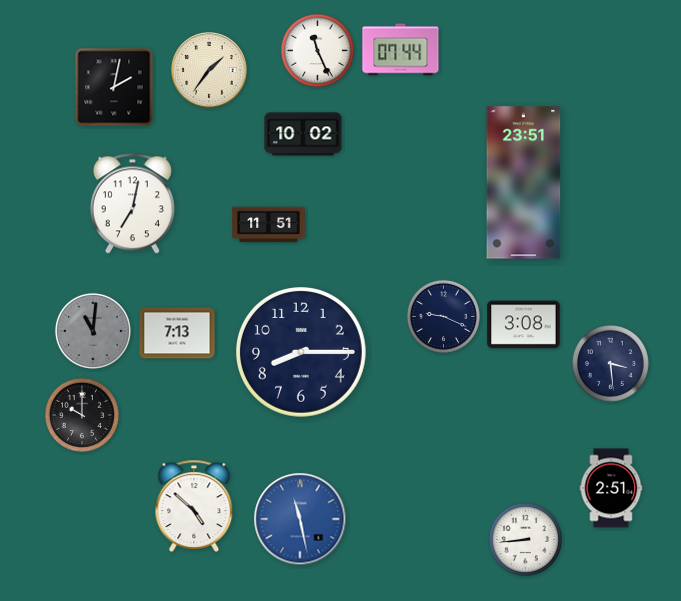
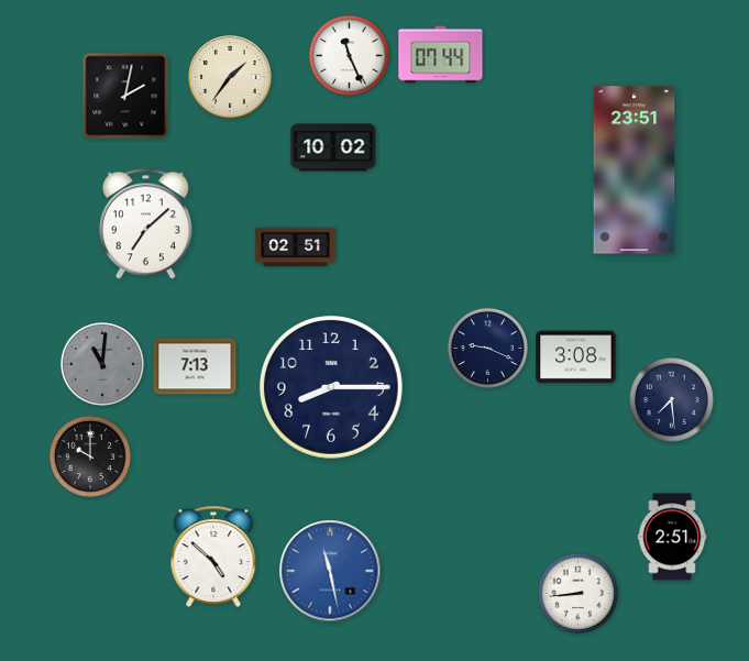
clock at (524, 183) position: (524, 183) -> (635, 170)
clock at (132, 204): 7:02 -> 7:08
clock at (269, 225): 11:51 -> 02:51
clock at (610, 363): 3:29 -> 7:29
